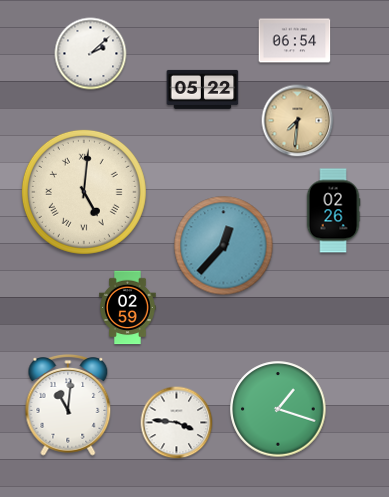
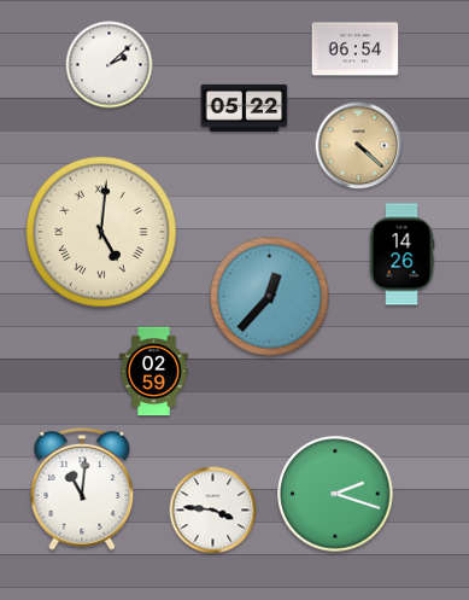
clock at (298, 121): 7:31 -> 4:22
clock at (333, 211): 02:26 -> 14:26
clock at (278, 409): 1:18 -> 2:18
